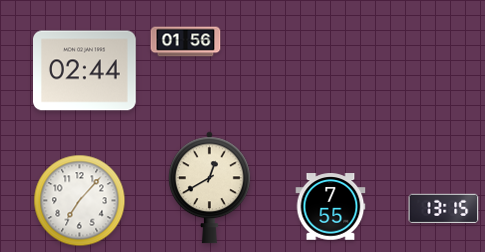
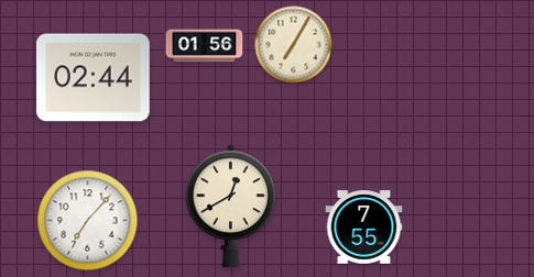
clock at (294, 45): none -> 7:05
clock at (444, 208): 13:15 -> none
